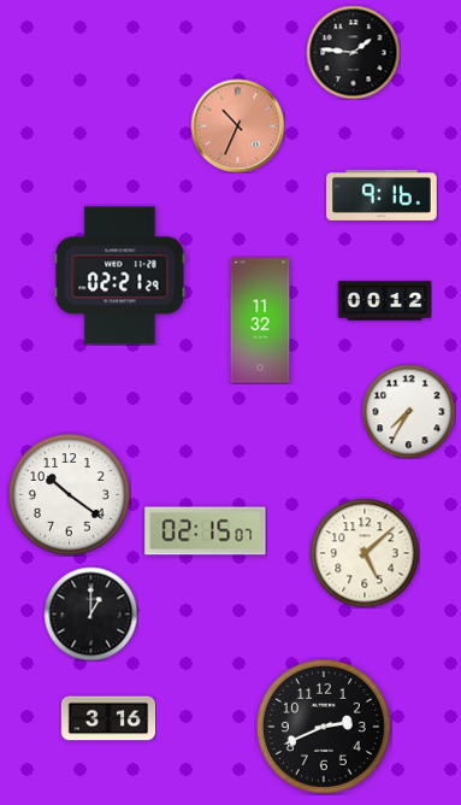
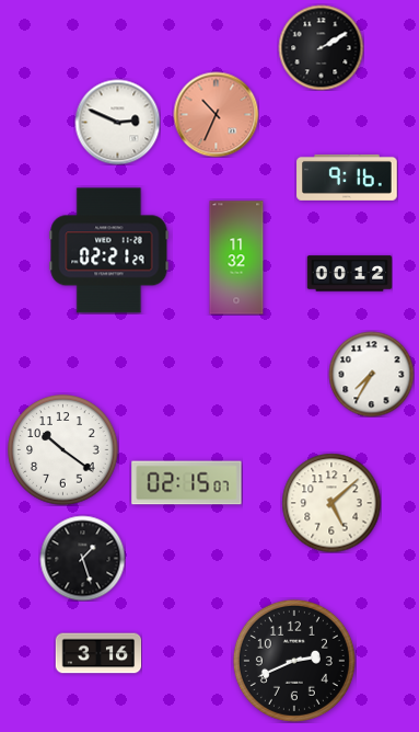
clock at (353, 52): 1:46 -> 2:10
clock at (117, 122): none -> 2:49
clock at (260, 321) position: (260, 321) -> (236, 258)
clock at (90, 613): 1:00 -> 1:27
